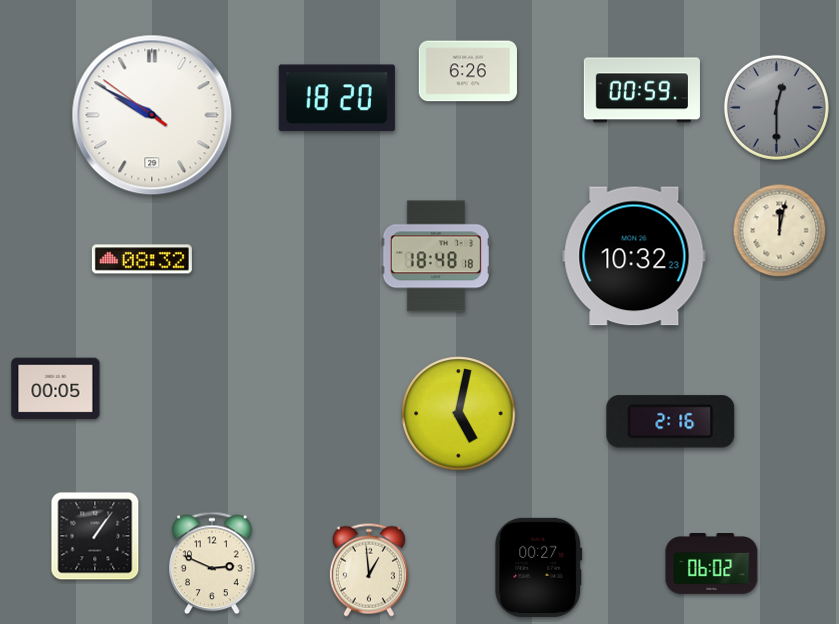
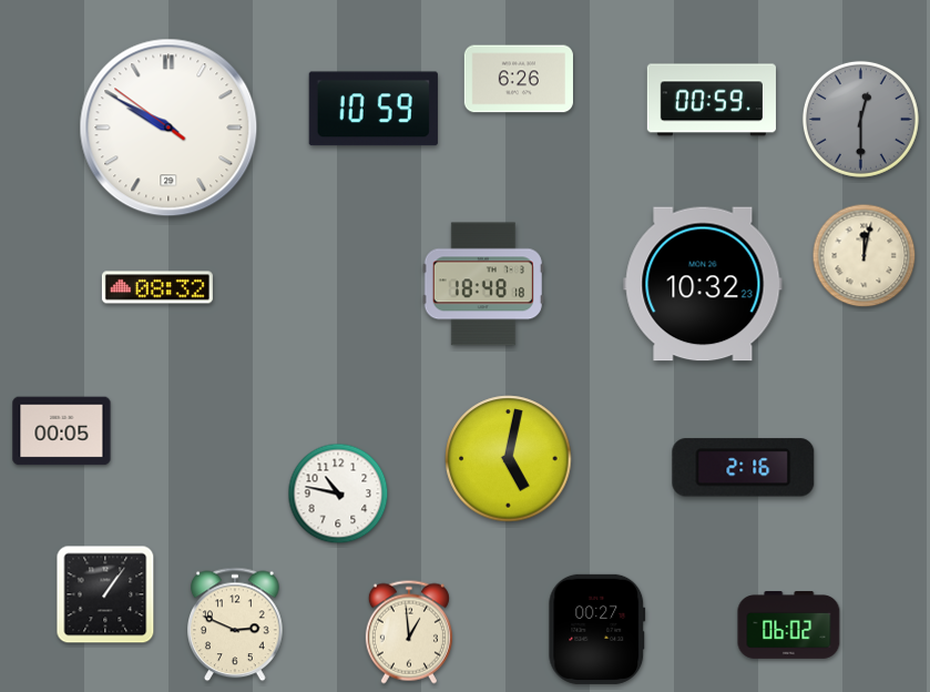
clock at (337, 98): 18:20 -> 10:59
clock at (338, 493): none -> 10:47
